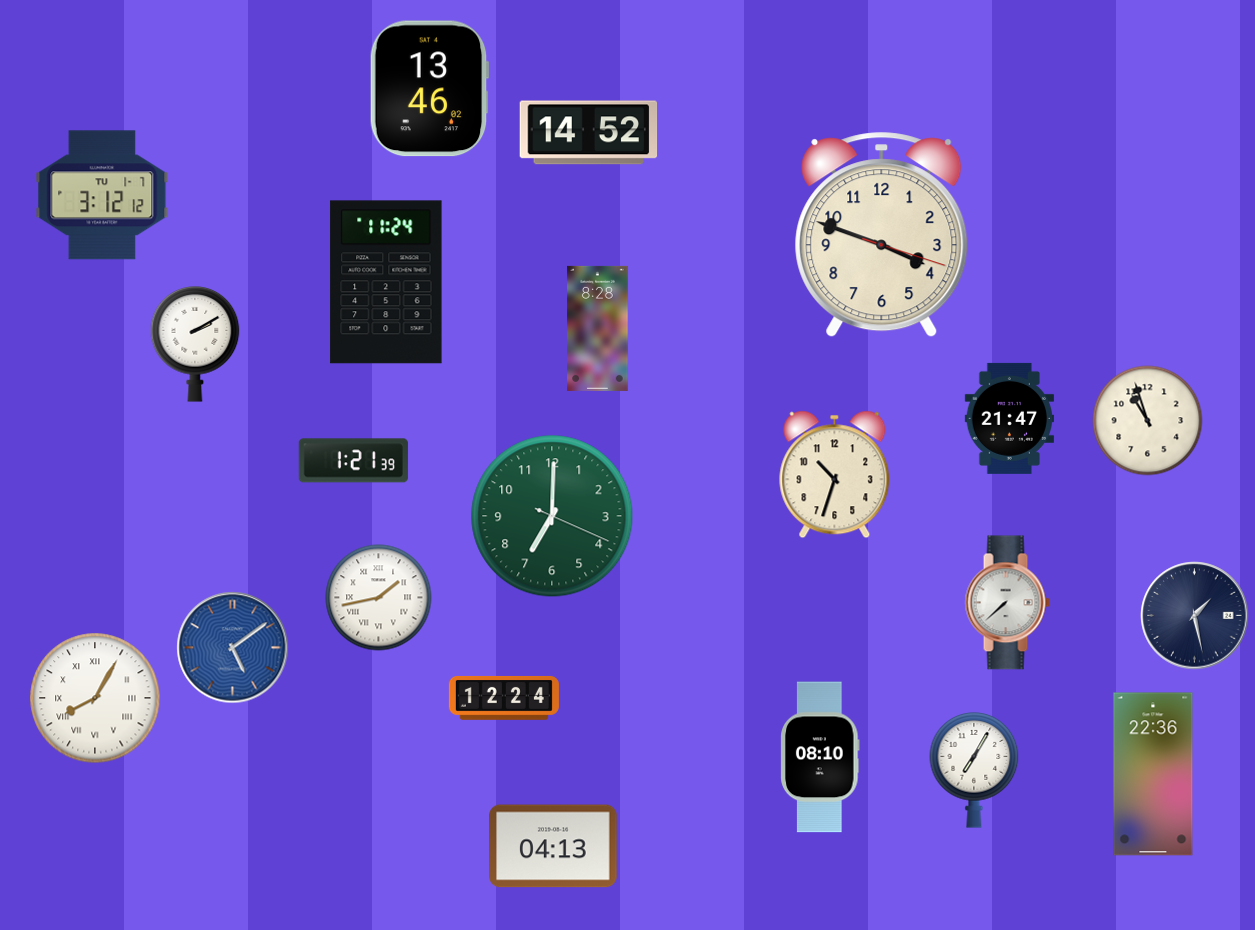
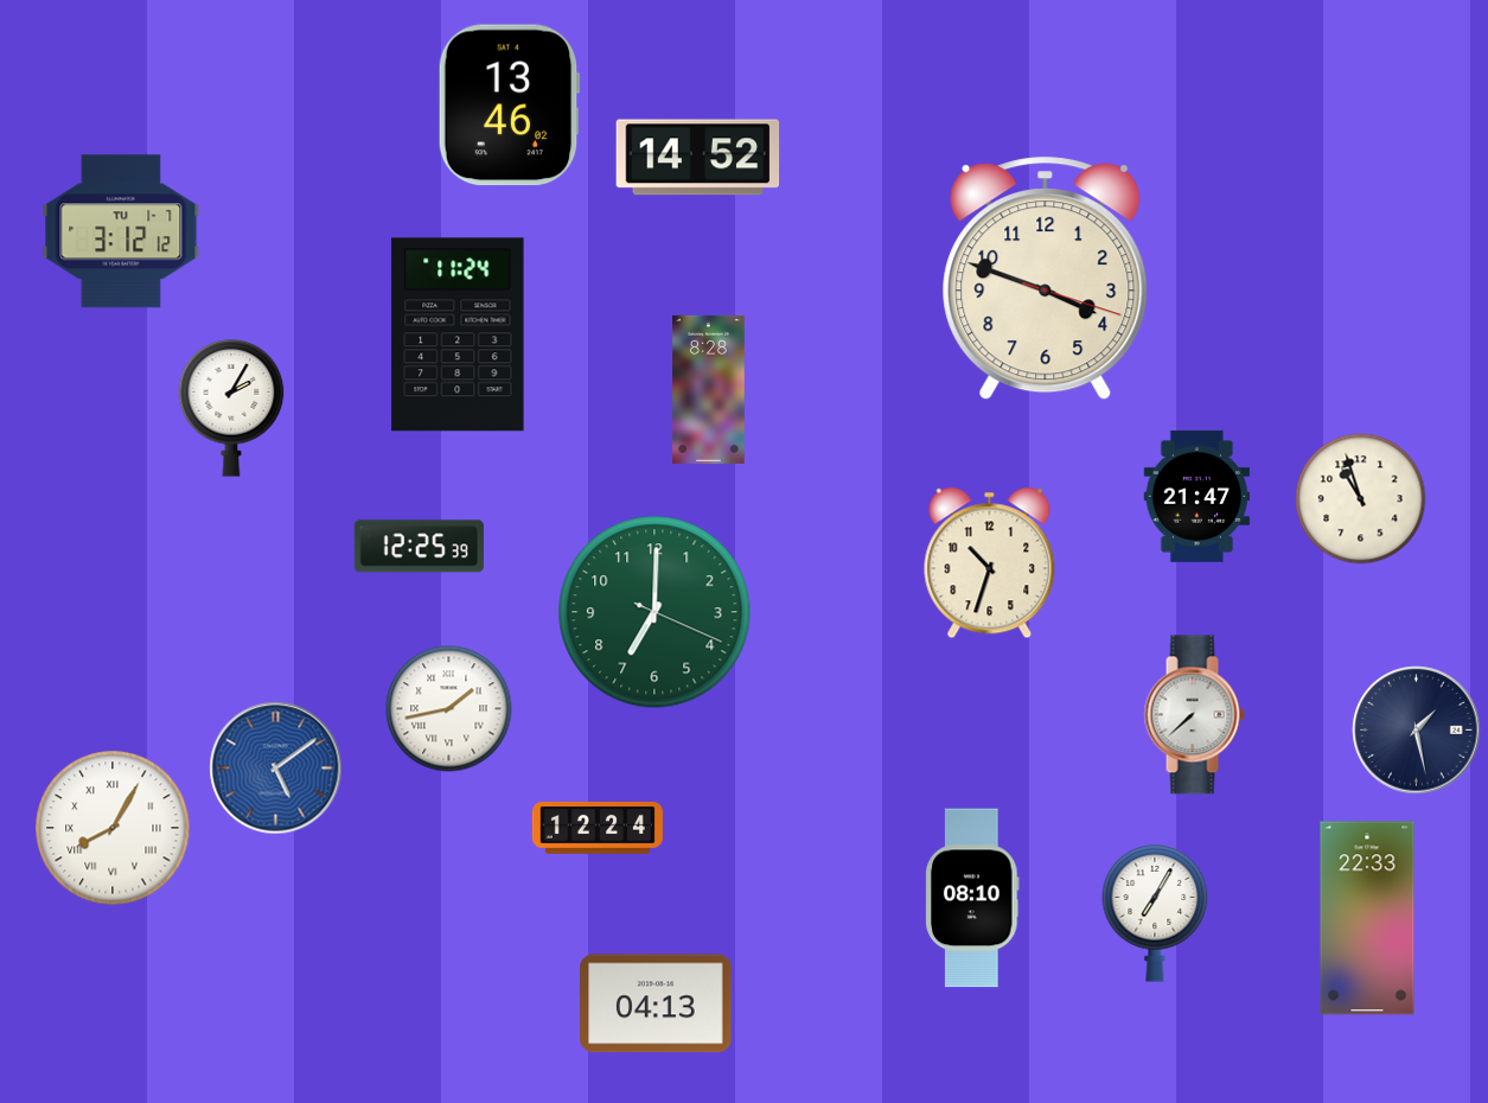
clock at (195, 345): 2:10 -> 2:05
clock at (353, 461): 1:21 -> 12:25
clock at (1153, 774): 22:36 -> 22:33
